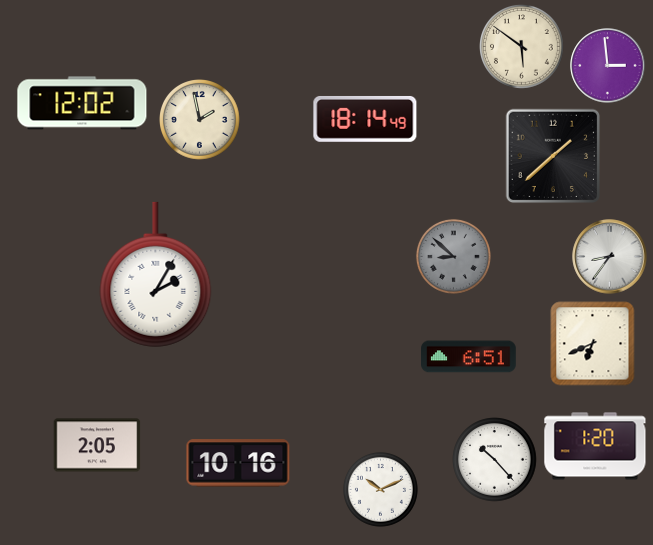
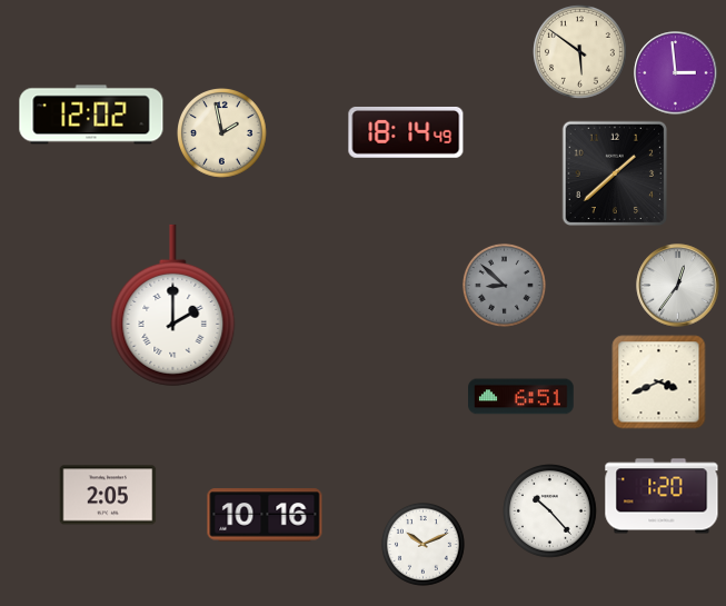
clock at (610, 257): 8:36 -> 12:36
clock at (156, 274): 2:05 -> 2:00
clock at (593, 344): 6:41 -> 3:41
